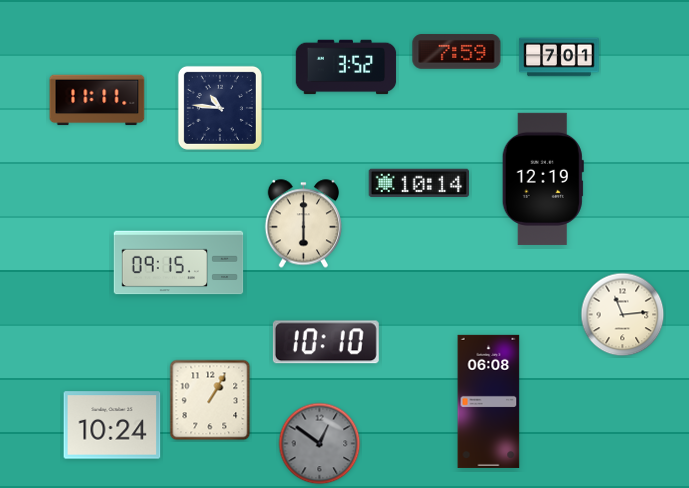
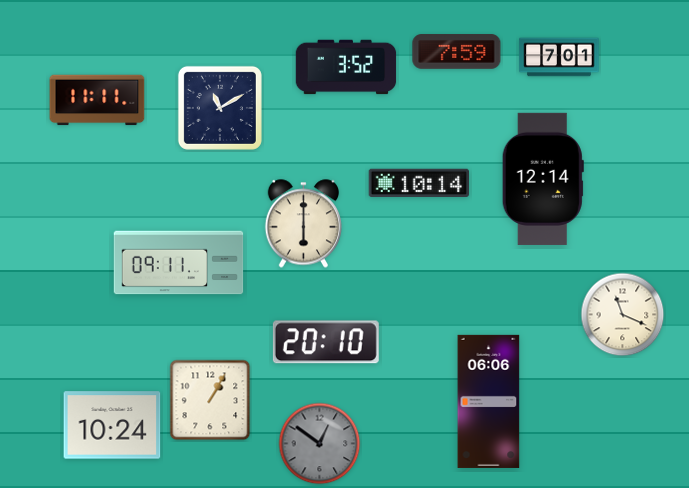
clock at (220, 108): 10:46 -> 11:10
clock at (543, 179): 12:19 -> 12:14
clock at (179, 263): 09:15 -> 09:11
clock at (623, 315): 11:14 -> 11:19
clock at (326, 342): 10:10 -> 20:10
clock at (489, 401): 06:08 -> 06:06
